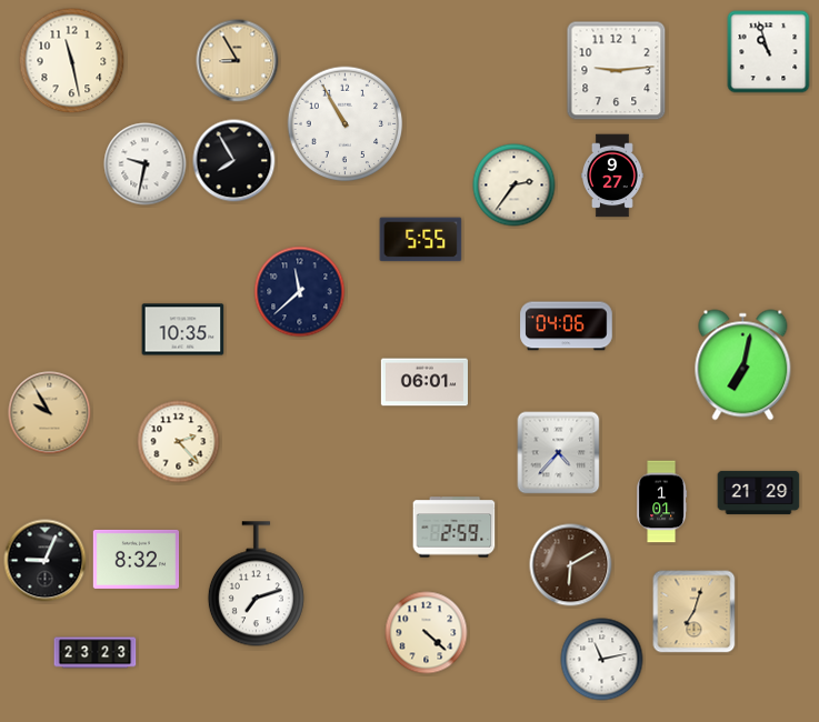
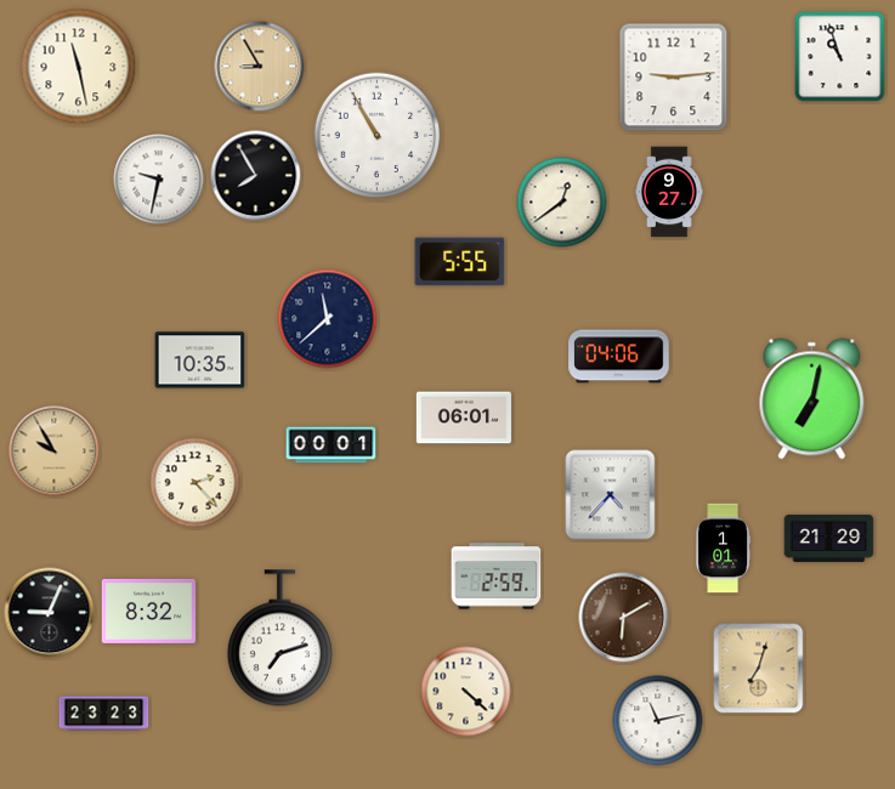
clock at (515, 185): 2:36 -> 12:39
clock at (332, 445): none -> 00:01
